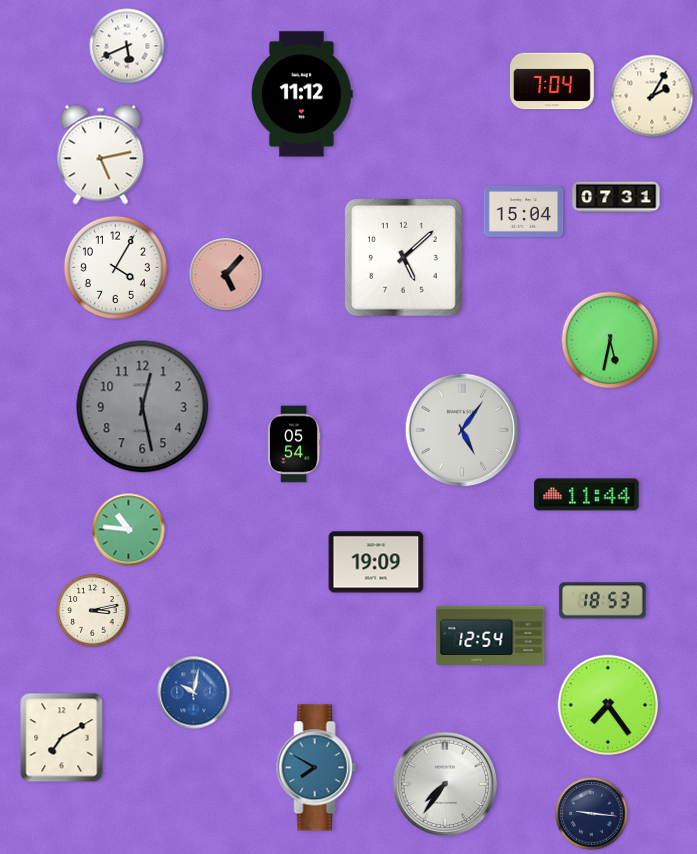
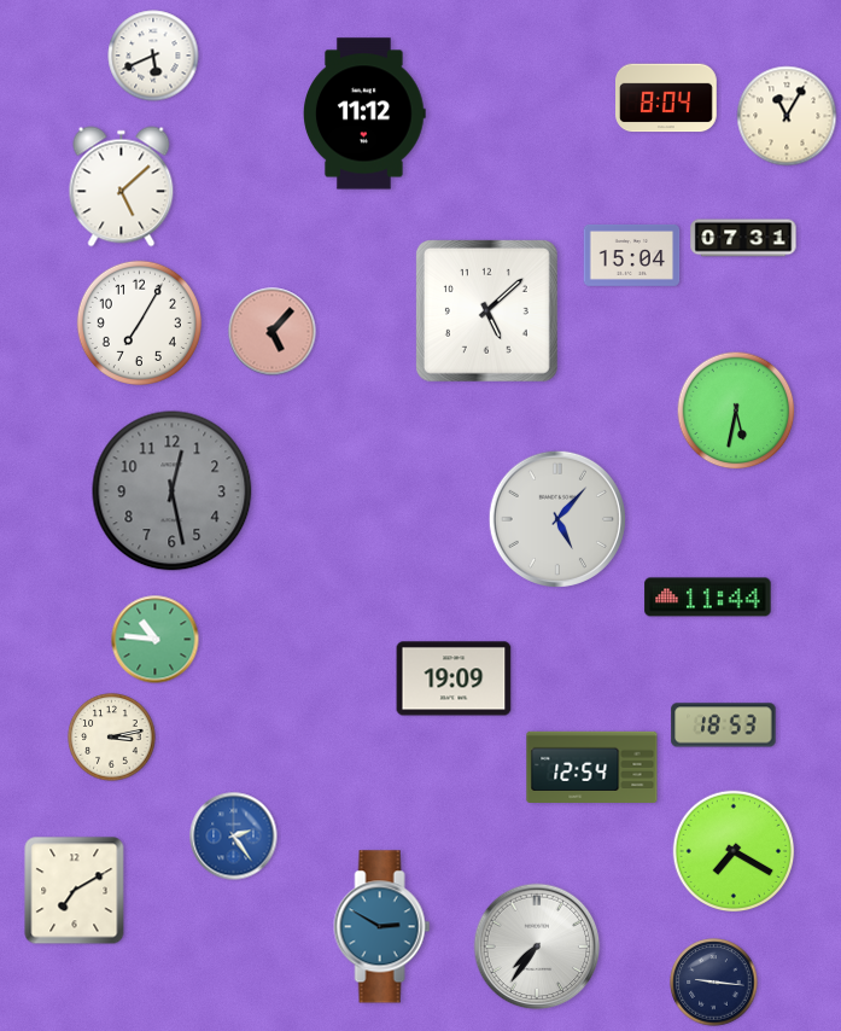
clock at (553, 81): 7:04 -> 8:04
clock at (652, 96): 2:05 -> 11:05
clock at (101, 155): 5:13 -> 5:08
clock at (115, 267): 4:05 -> 7:05
clock at (462, 430): 5:06 -> 5:07
clock at (294, 444): 05:54 -> none
clock at (603, 601) position: (603, 601) -> (724, 726)
clock at (194, 693): 10:02 -> 2:24
clock at (608, 705): 7:24 -> 7:20
clock at (317, 768): 7:50 -> 2:50
